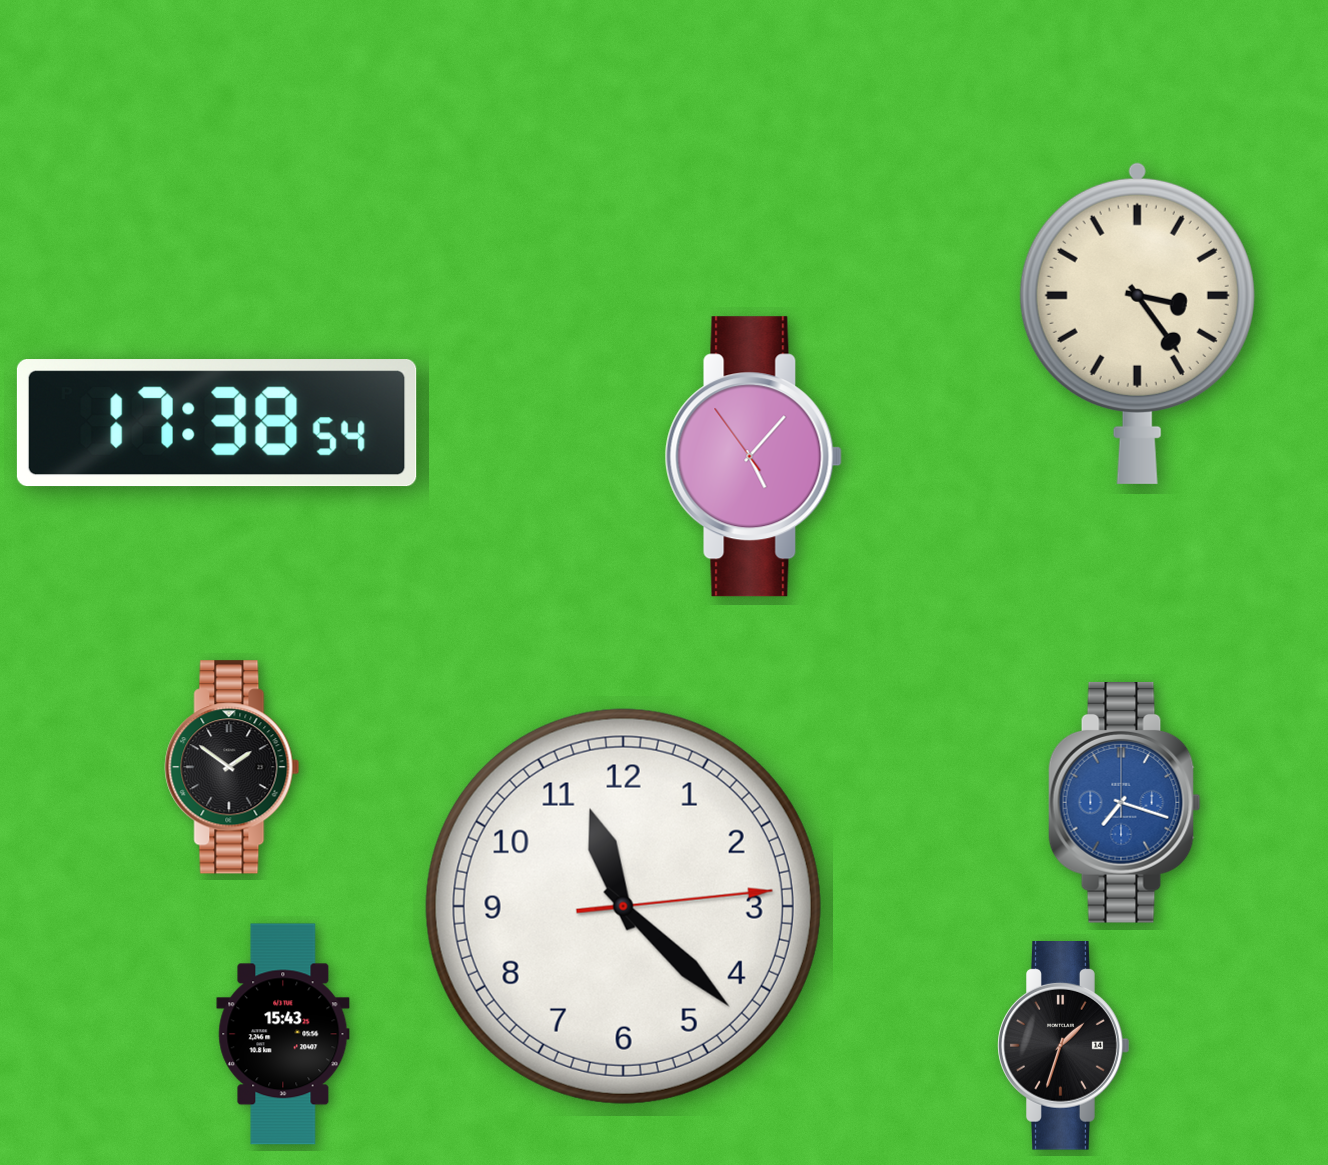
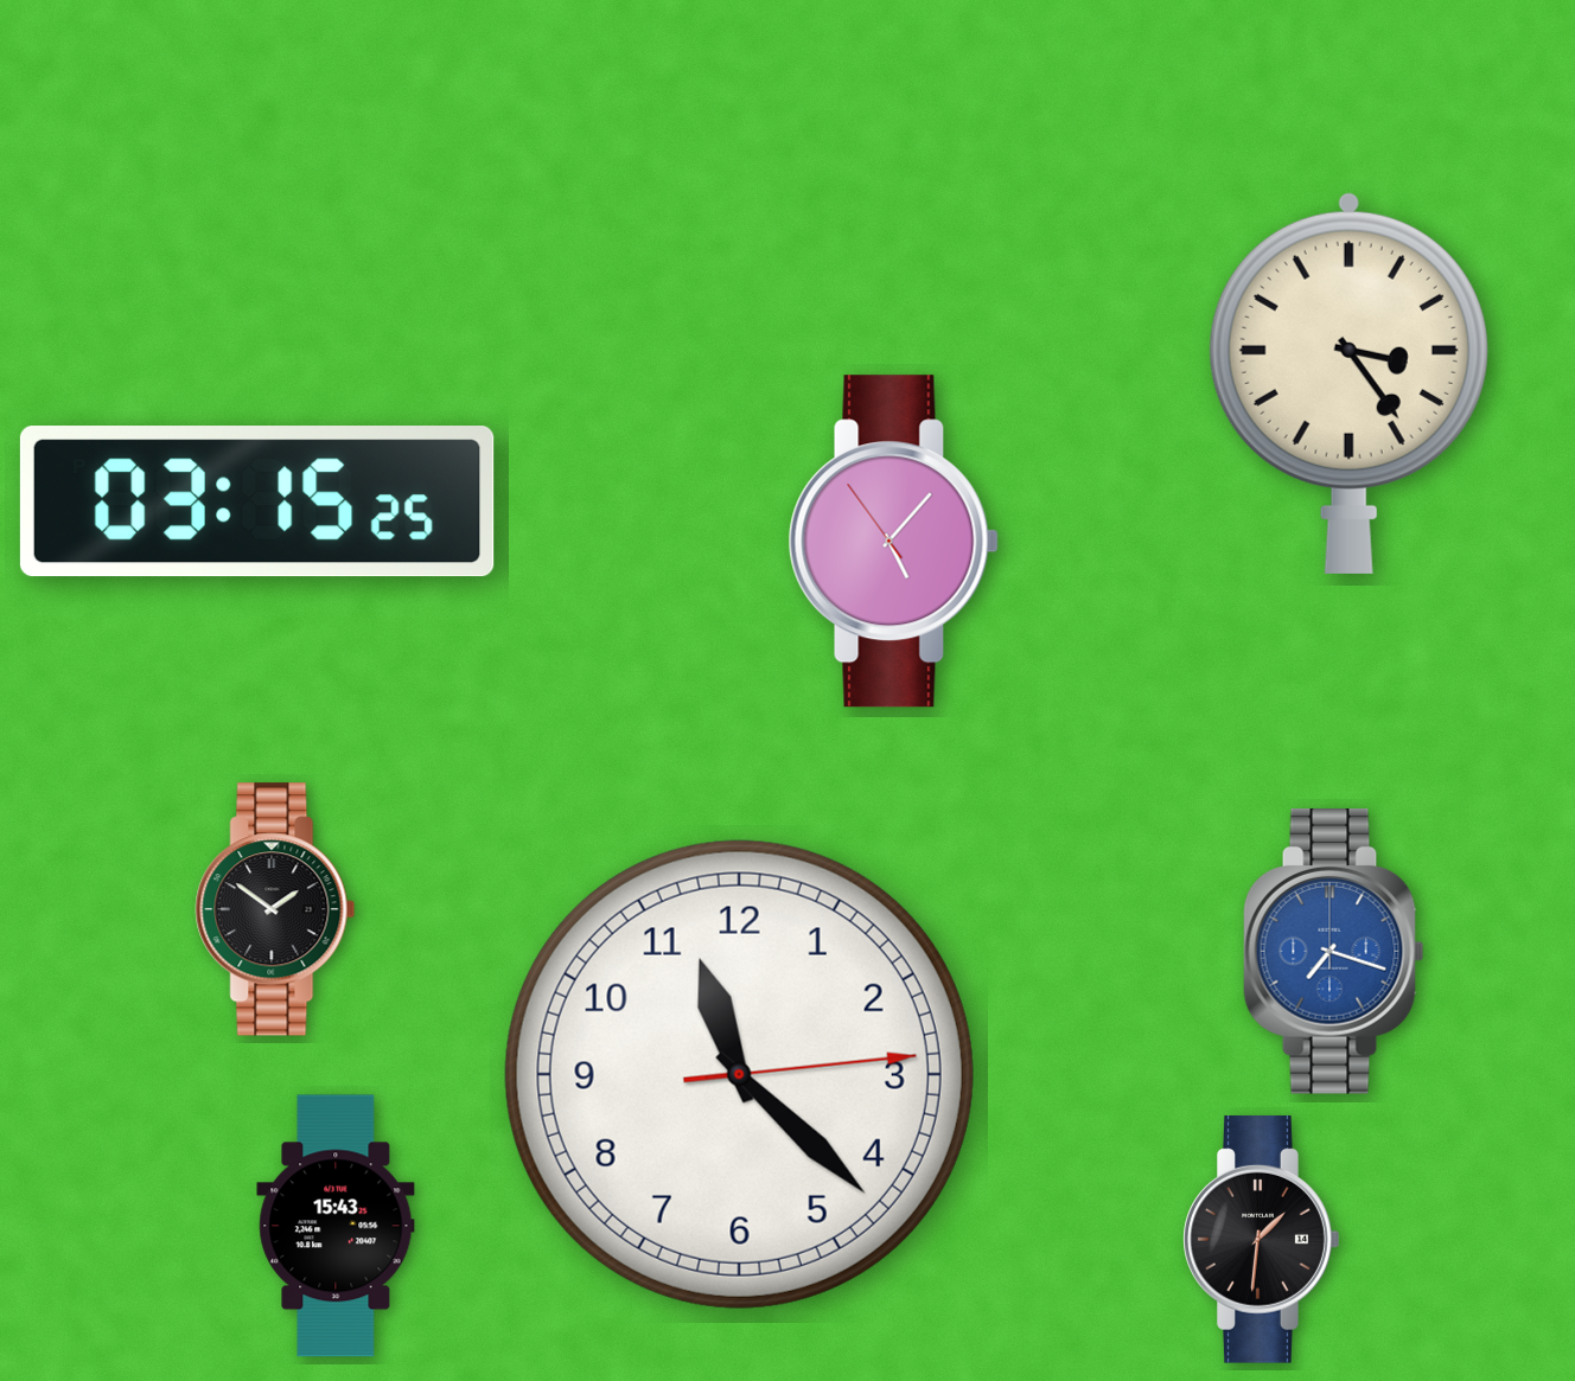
clock at (217, 423): 17:38 -> 03:15
clock at (1064, 1046): 1:33 -> 1:31
